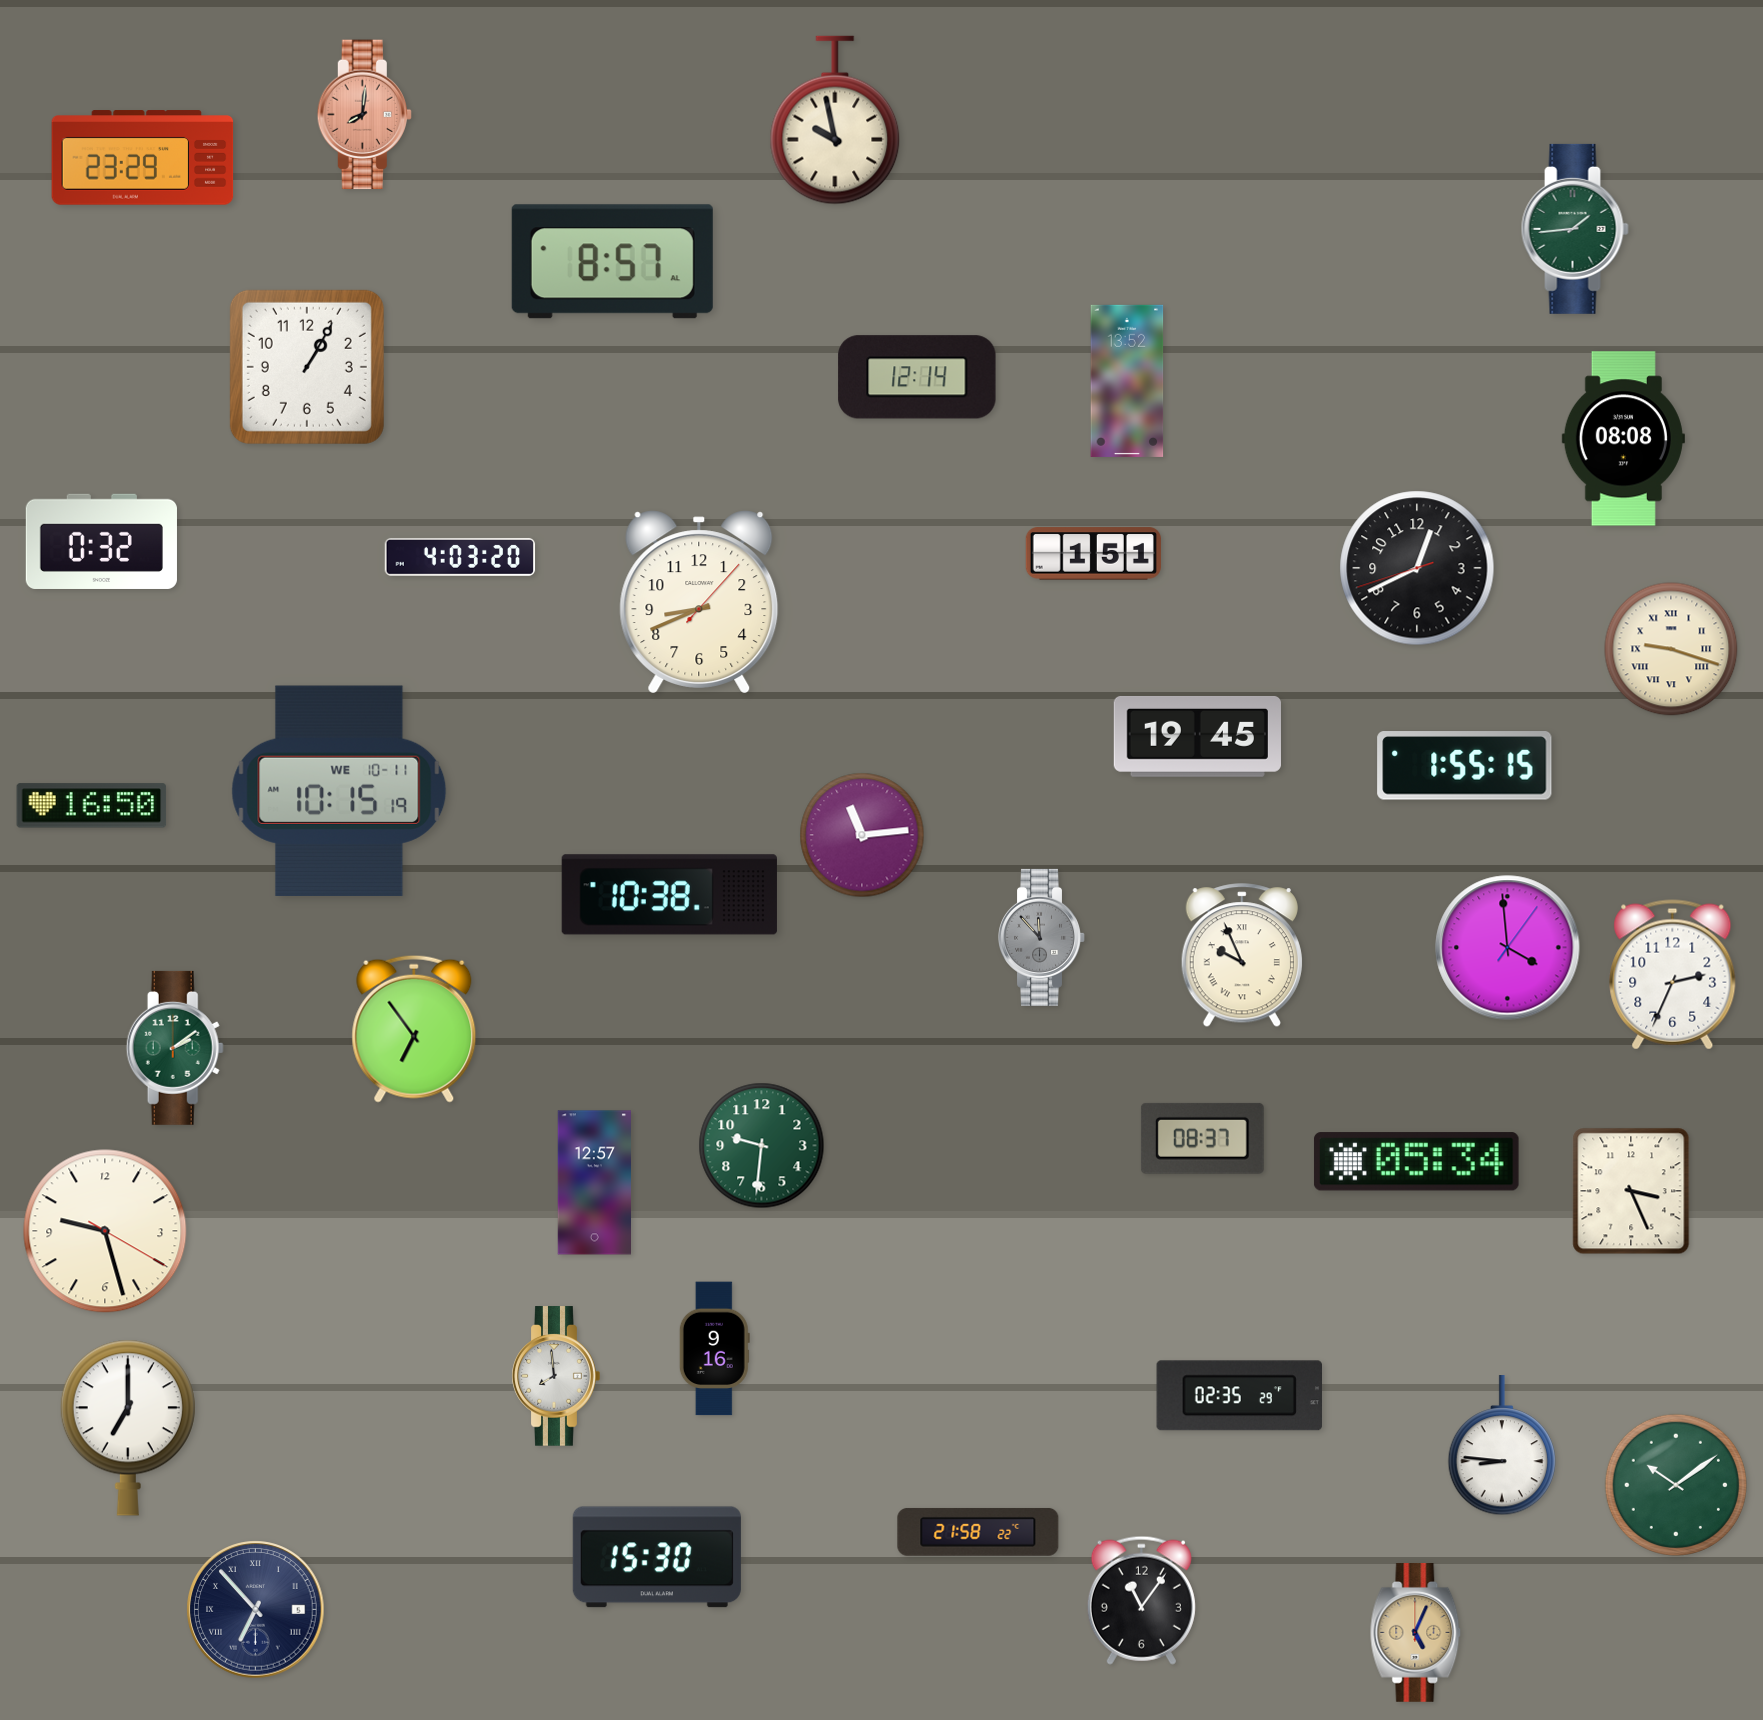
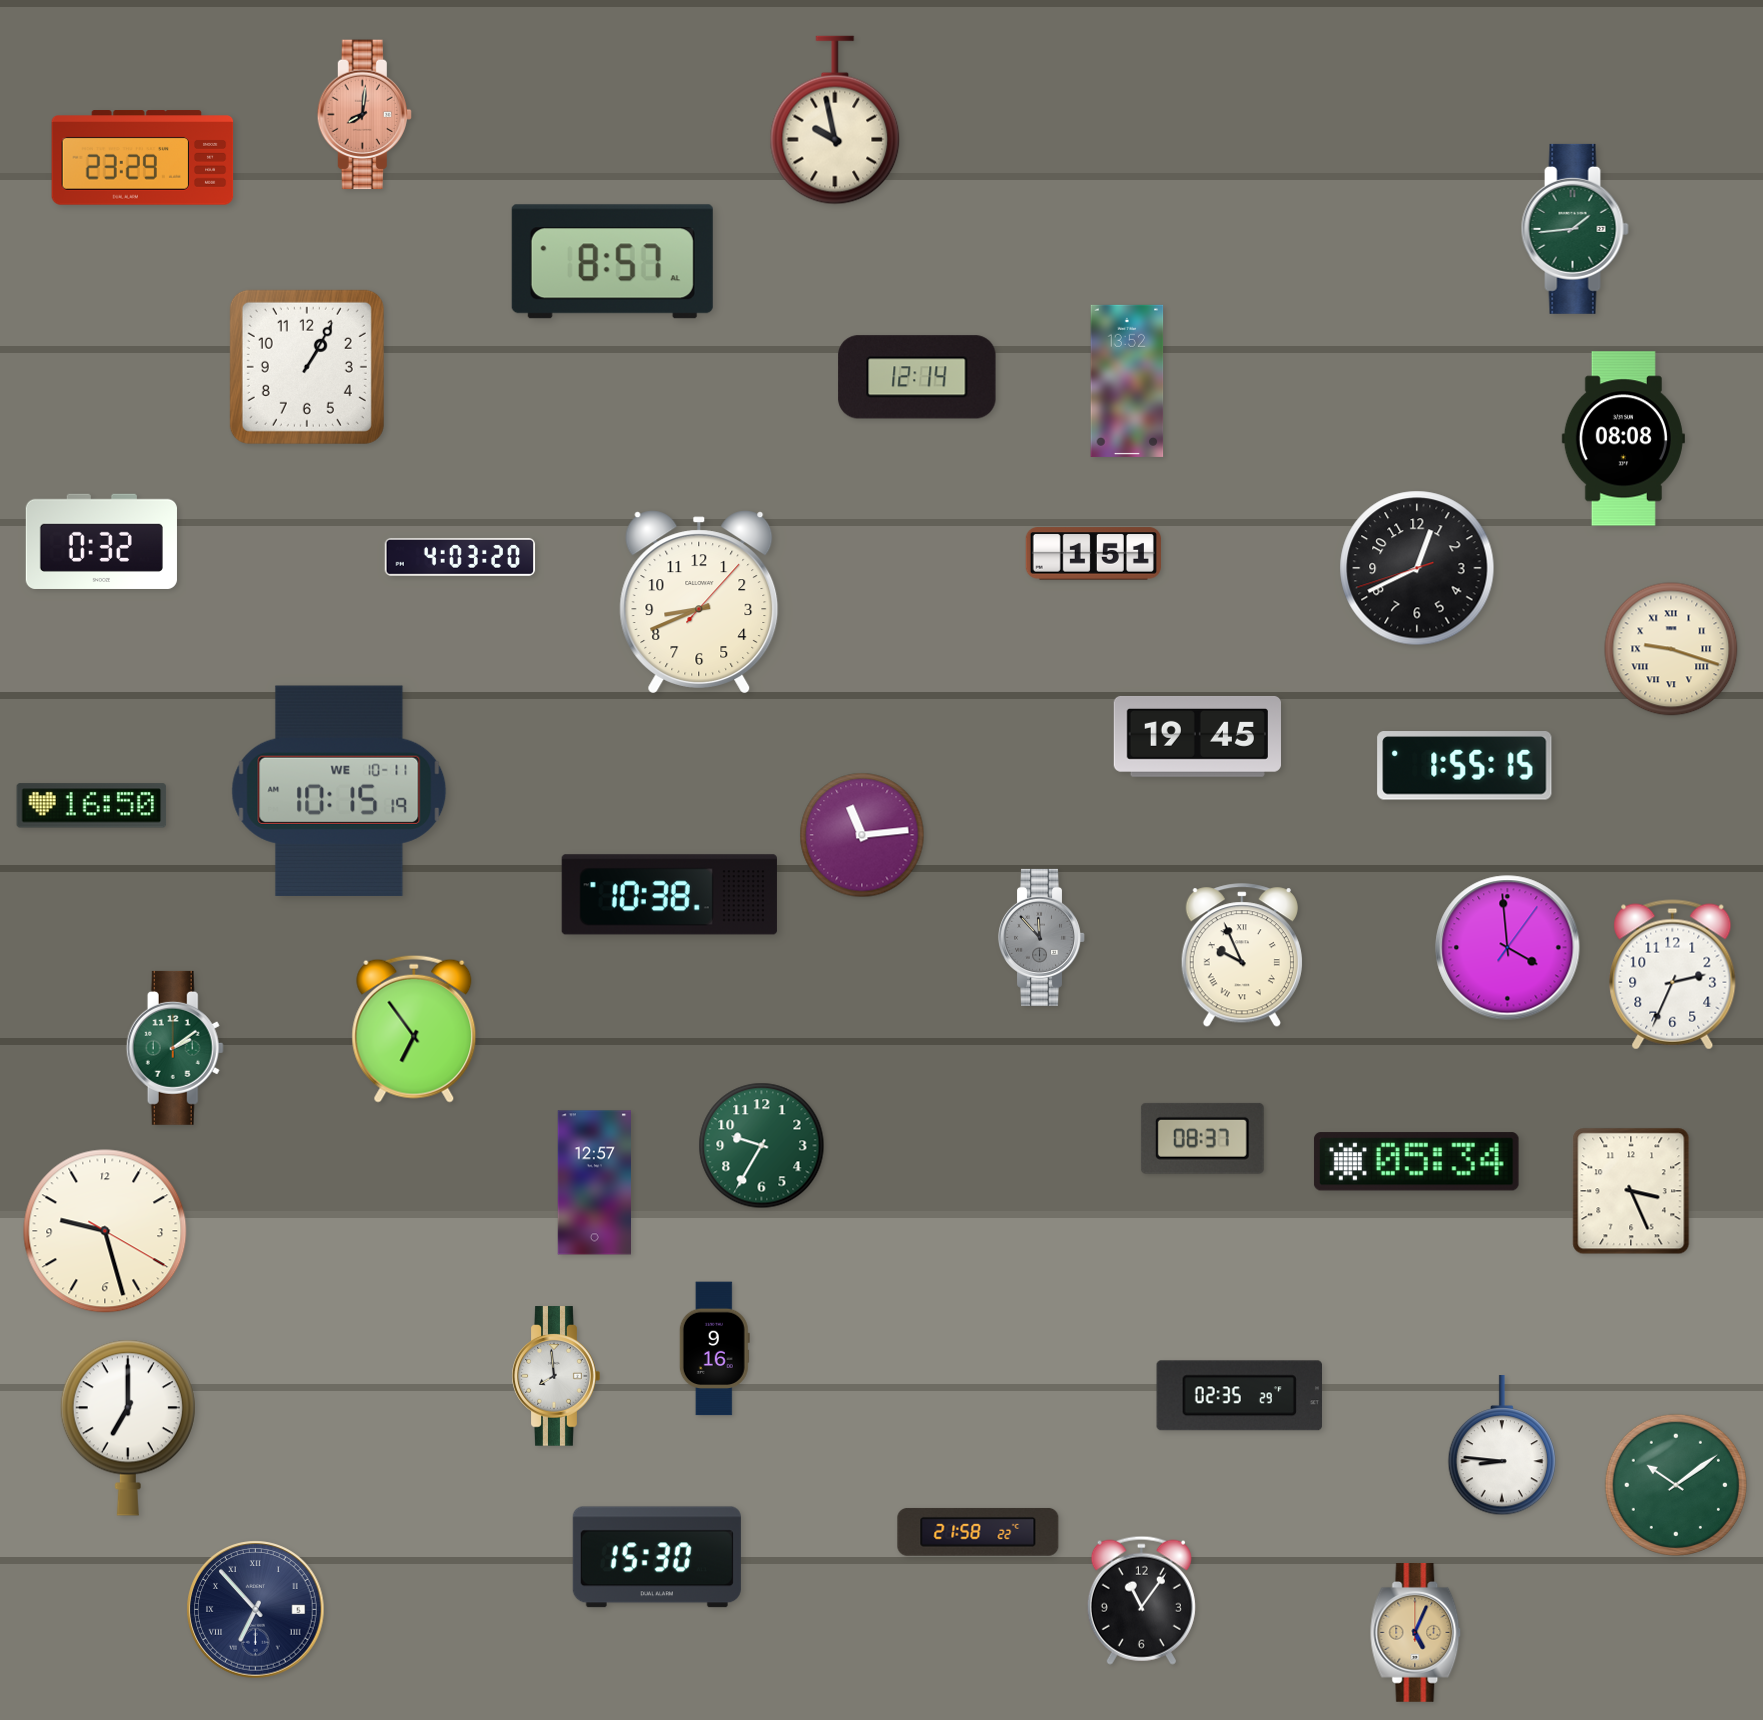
clock at (762, 1146): 9:31 -> 9:35
